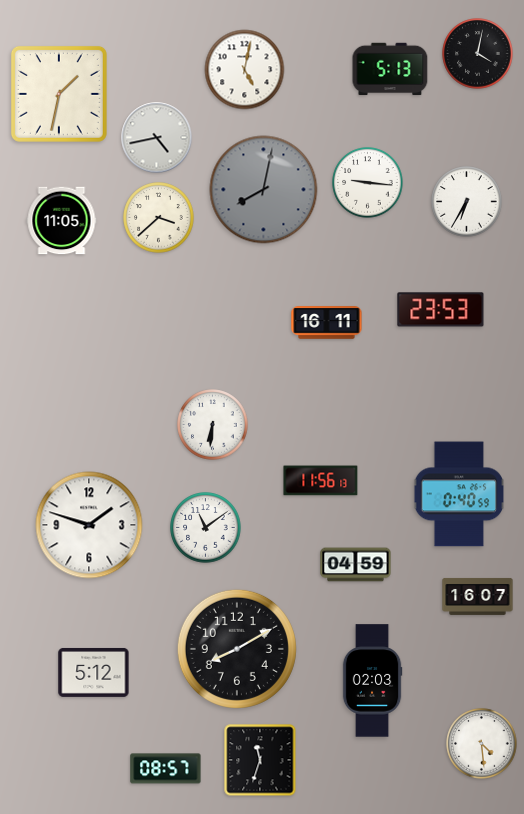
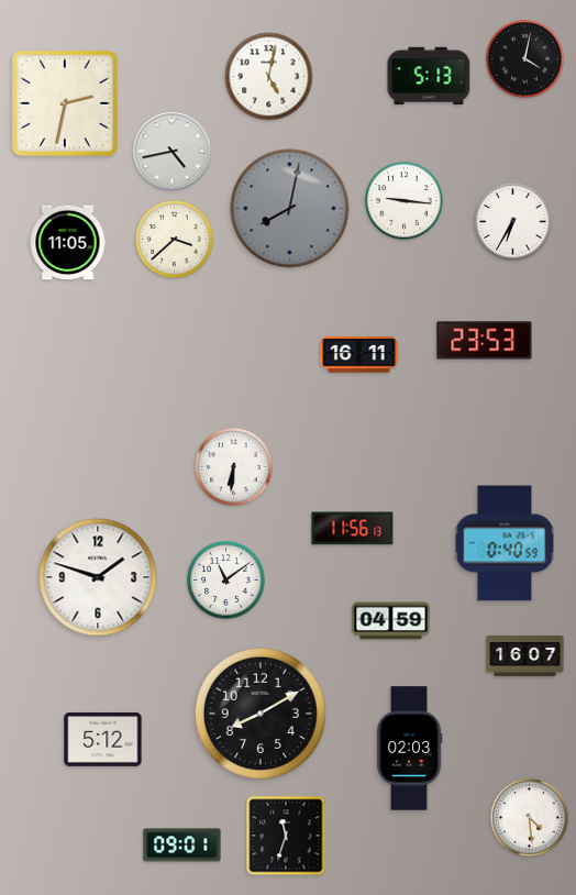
clock at (59, 94): 1:32 -> 2:32
clock at (166, 769): 08:57 -> 09:01
